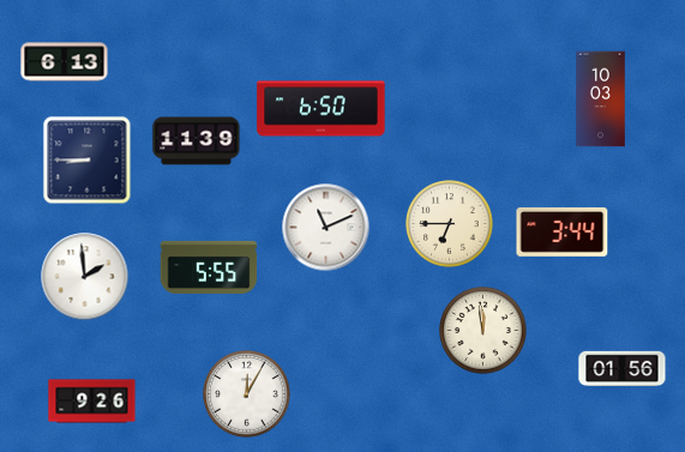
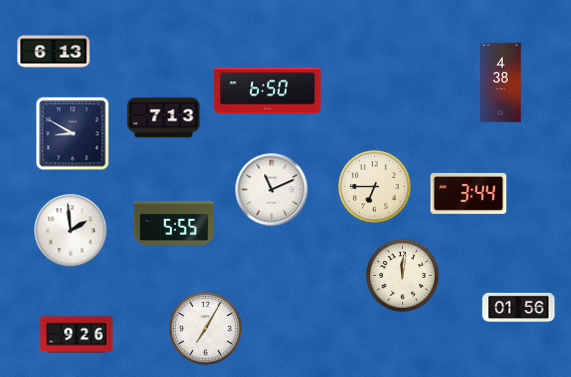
clock at (601, 100): 10:03 -> 4:38
clock at (197, 141): 11:39 -> 7:13
clock at (88, 161): 8:45 -> 8:50
clock at (483, 331): 11:59 -> 12:01
clock at (247, 394): 12:05 -> 7:05
